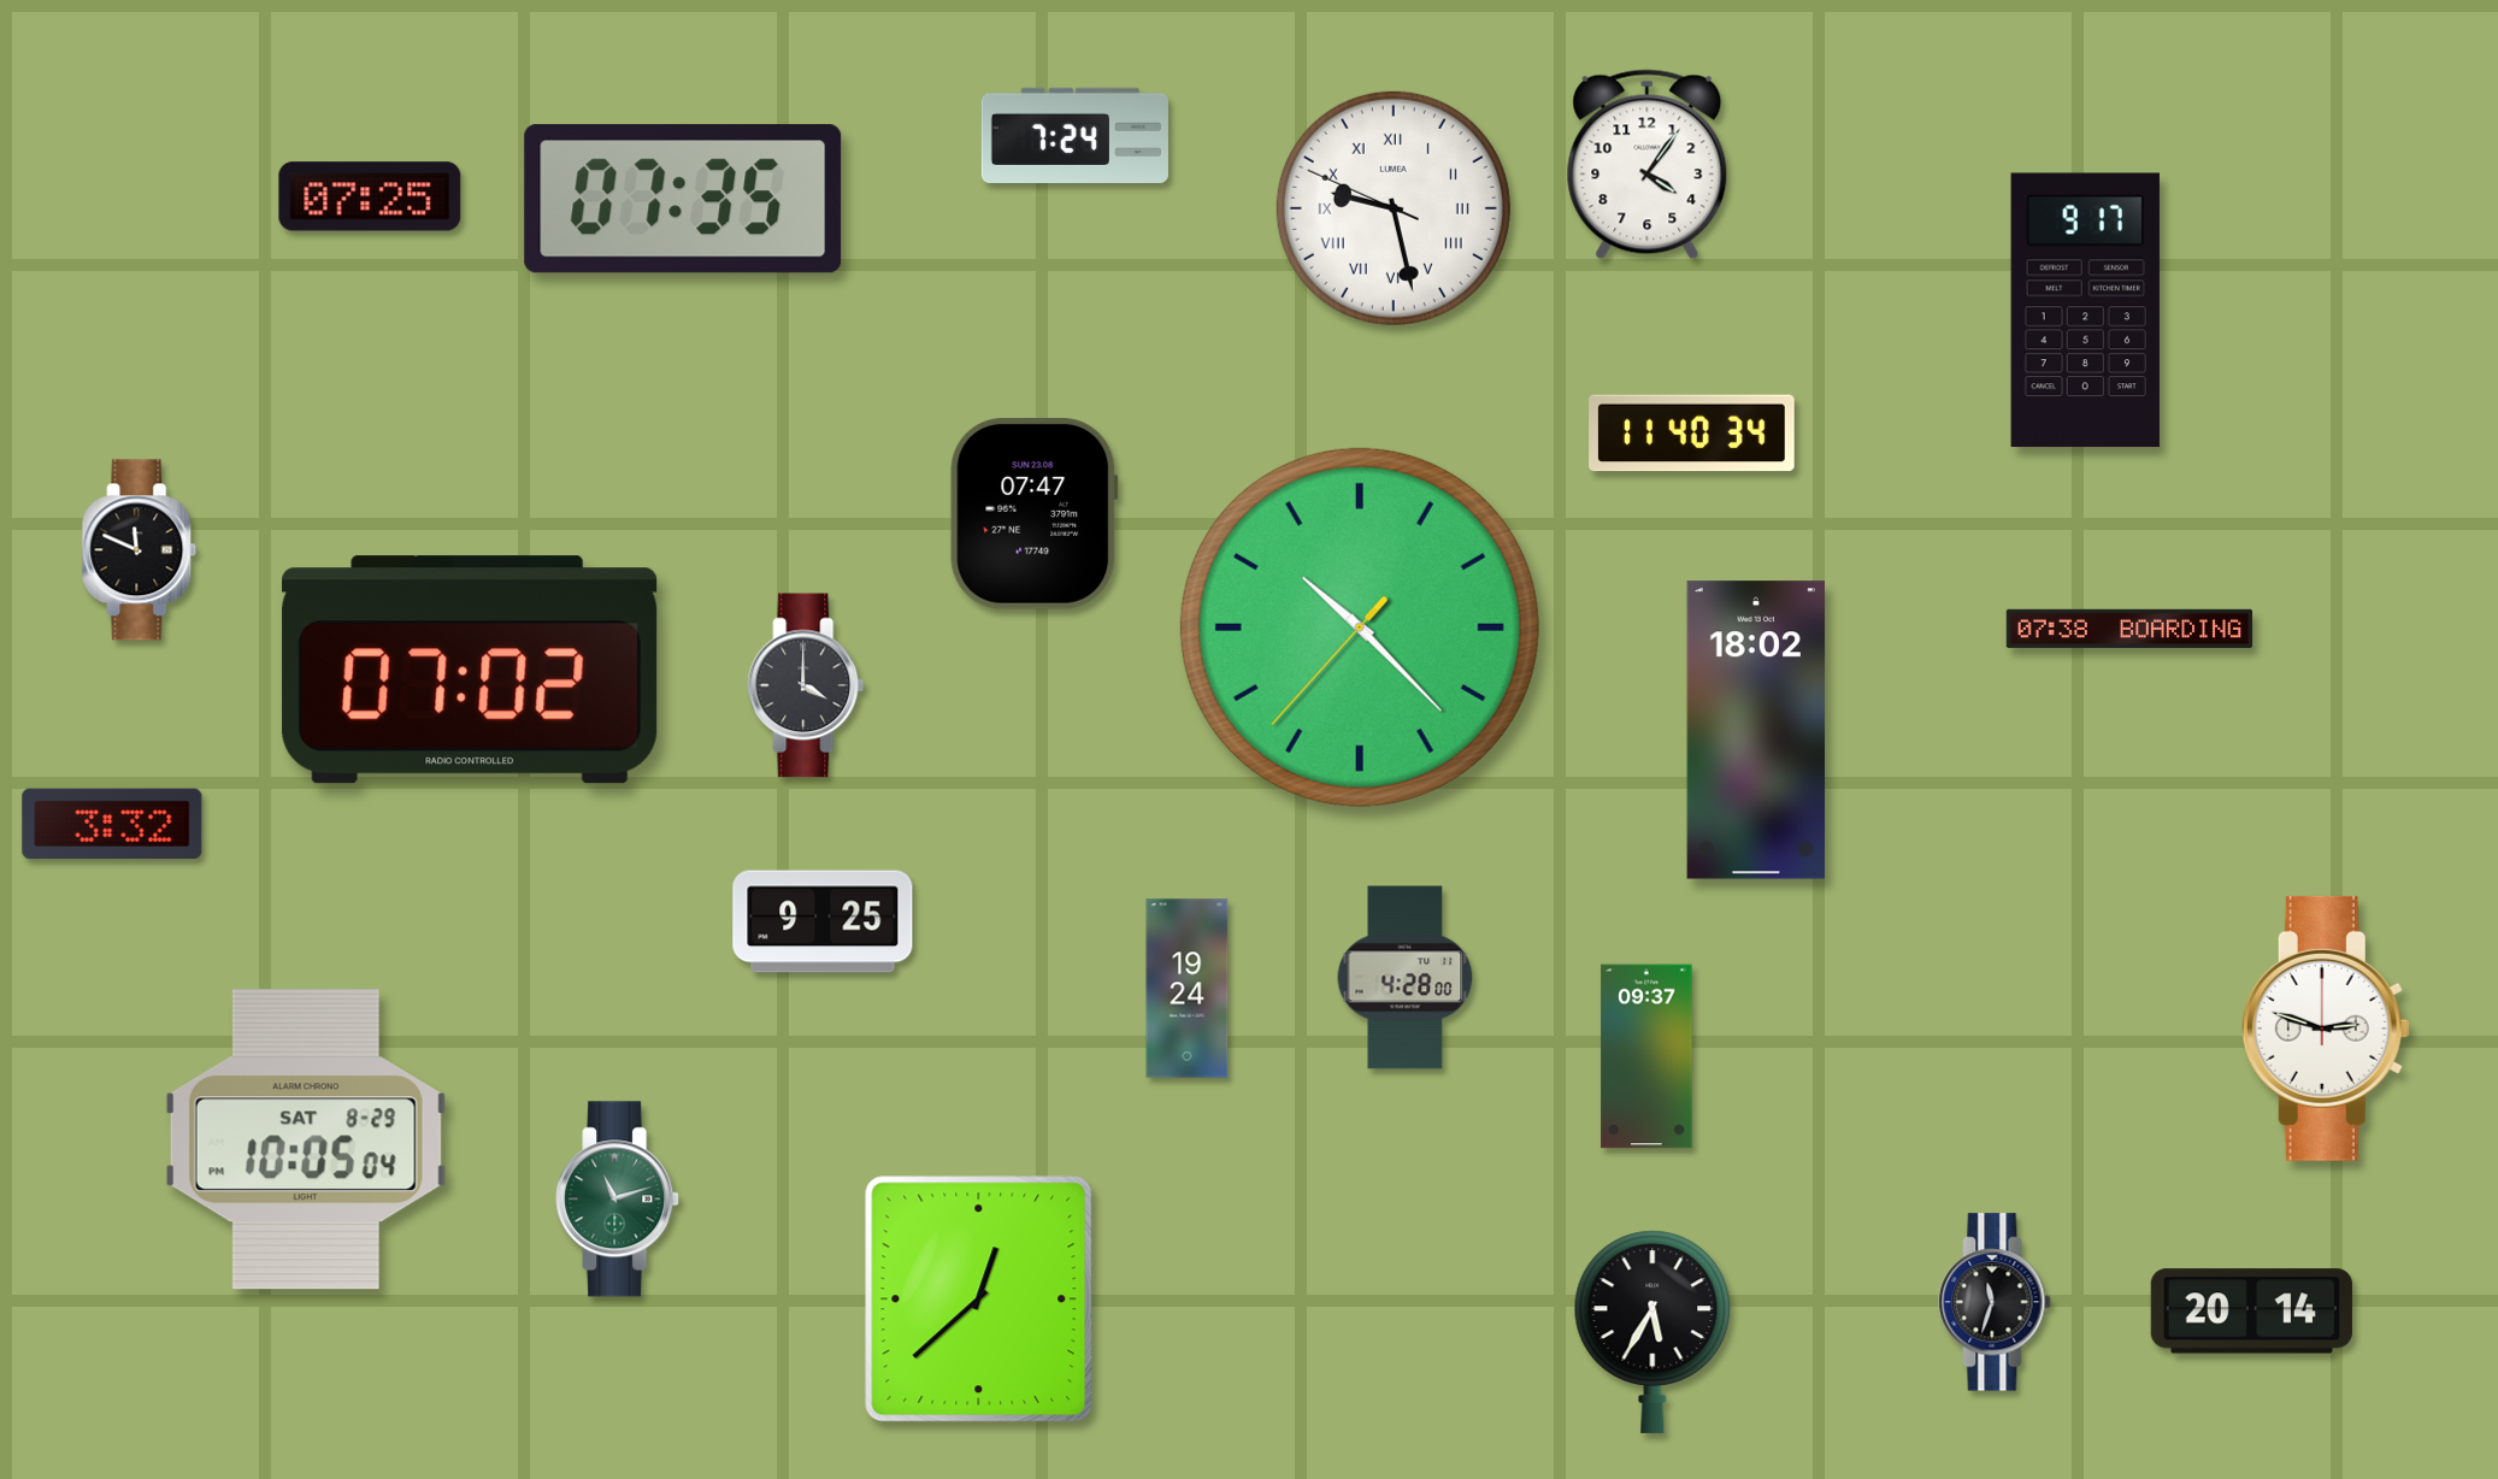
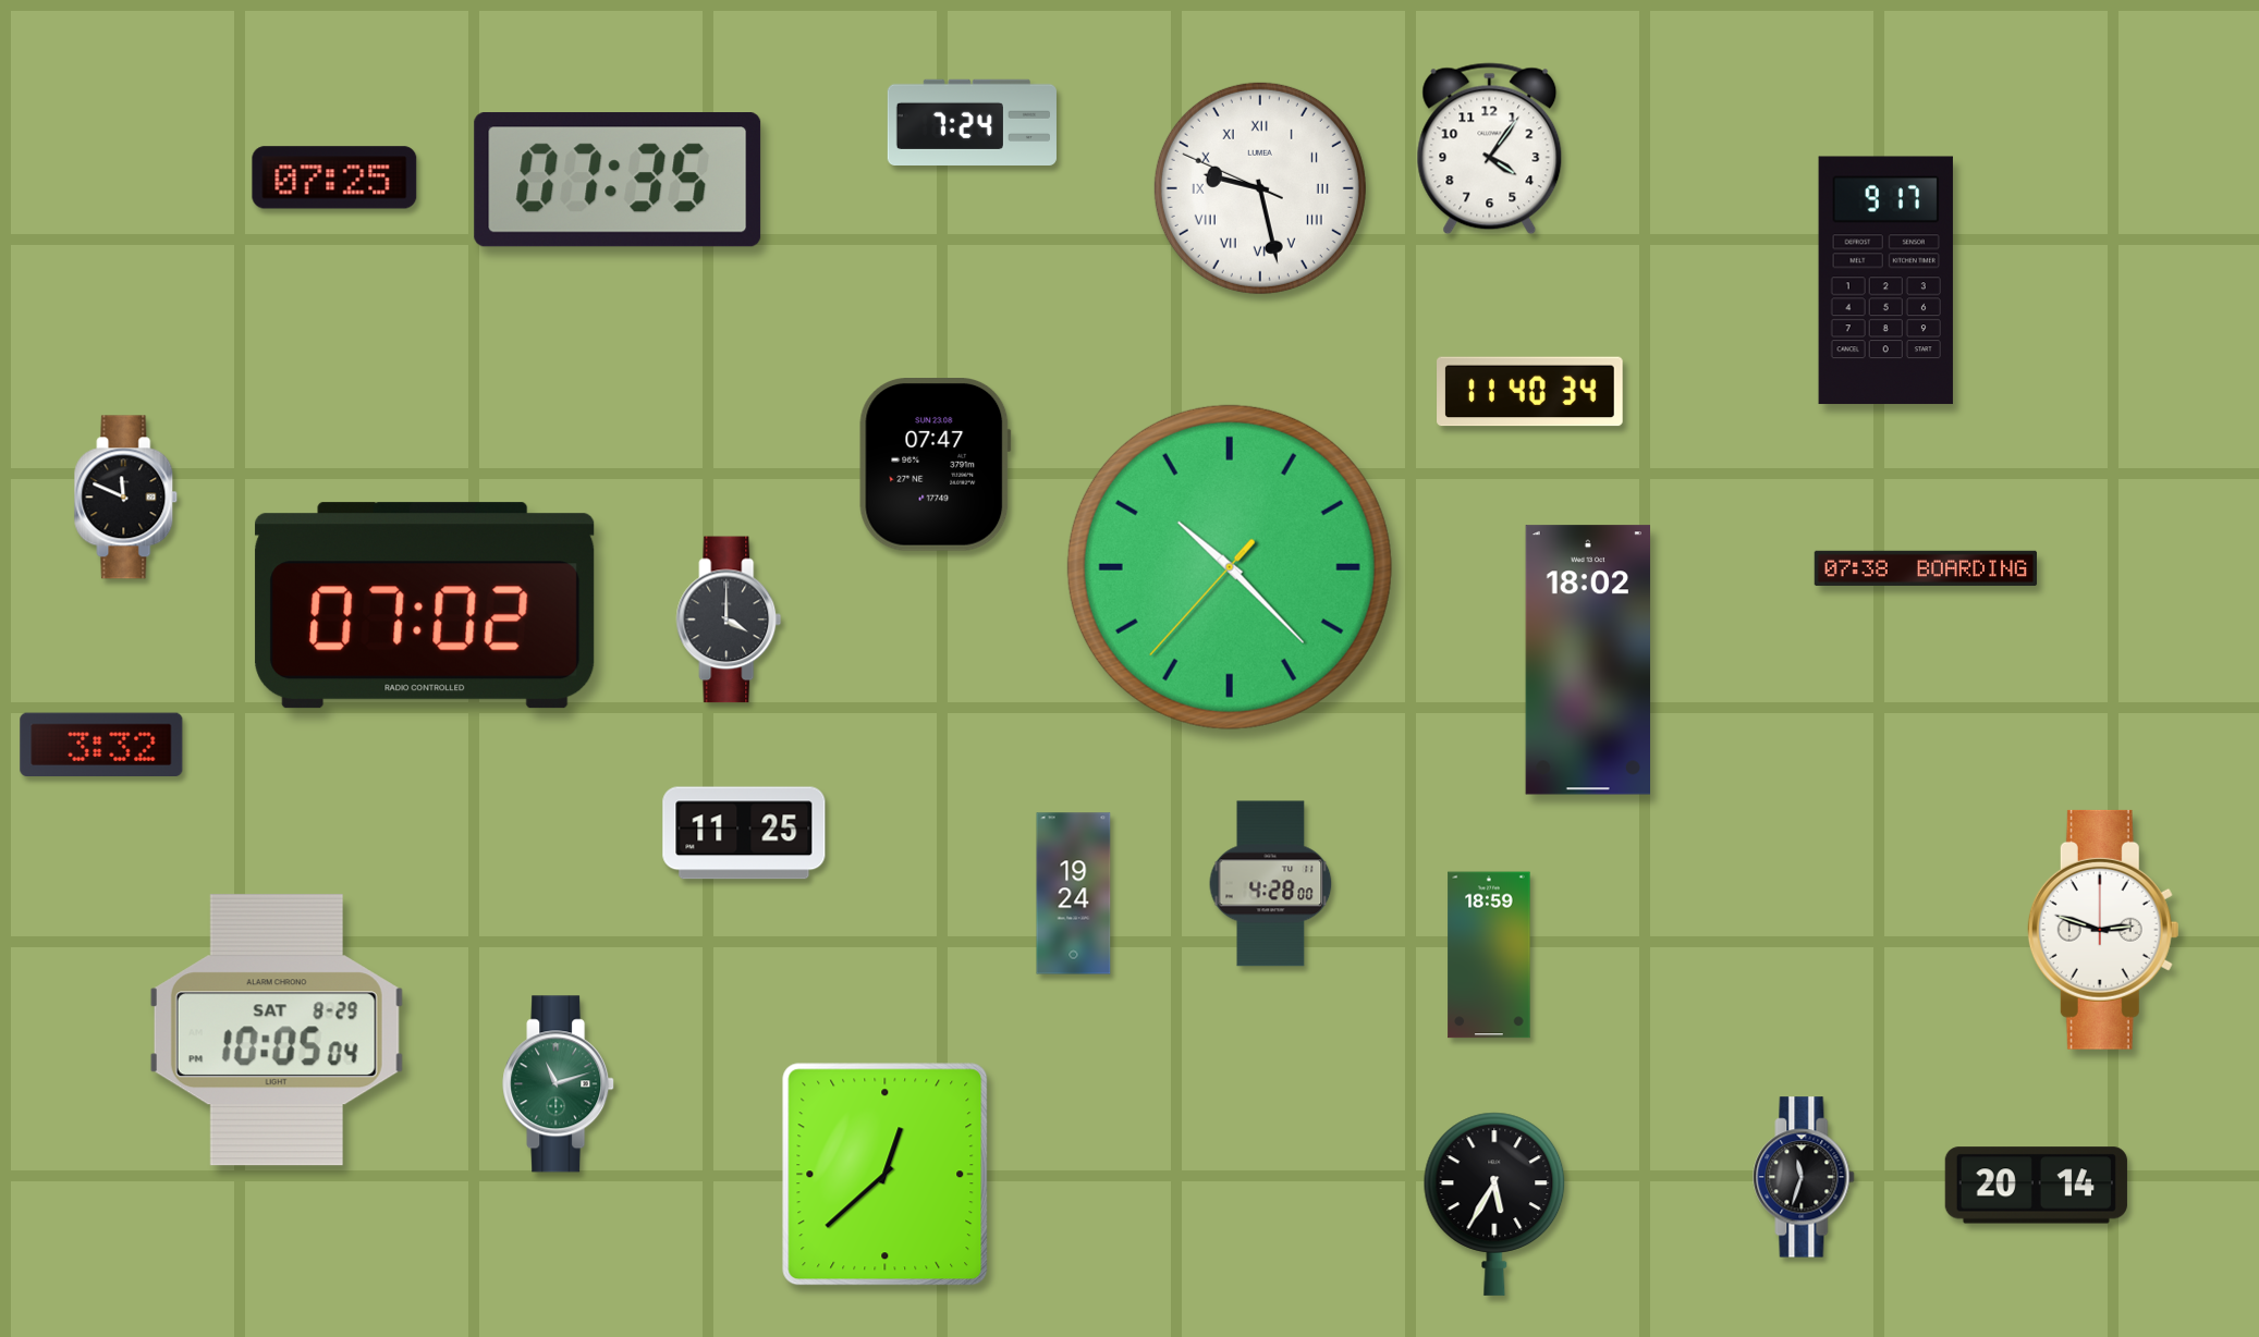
clock at (823, 921): 9:25 -> 11:25
clock at (1646, 1056): 09:37 -> 18:59
